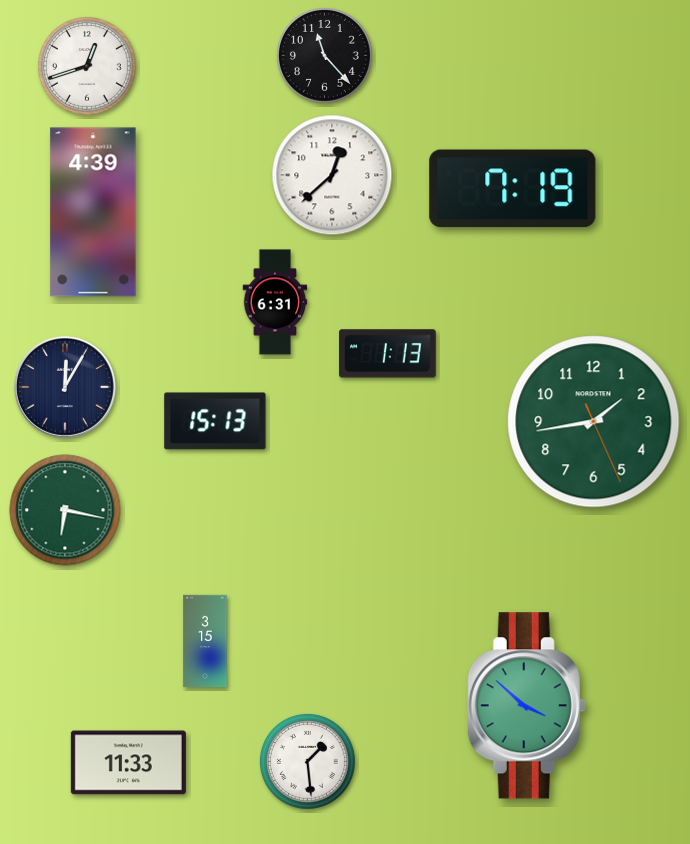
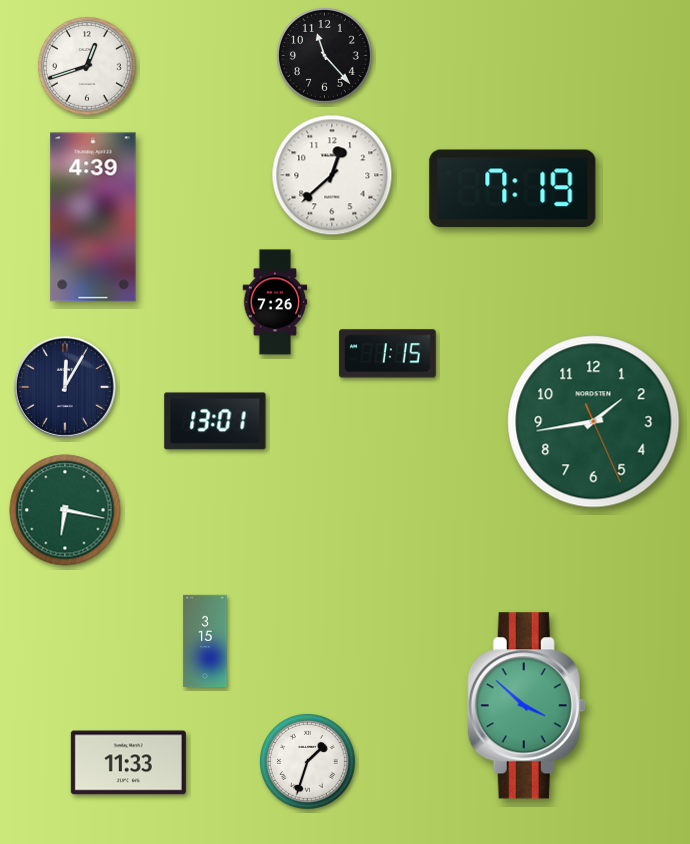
clock at (93, 212) position: (93, 212) -> (93, 217)
clock at (275, 302): 6:31 -> 7:26
clock at (388, 354): 1:13 -> 1:15
clock at (215, 421): 15:13 -> 13:01
clock at (307, 761): 1:29 -> 1:33
